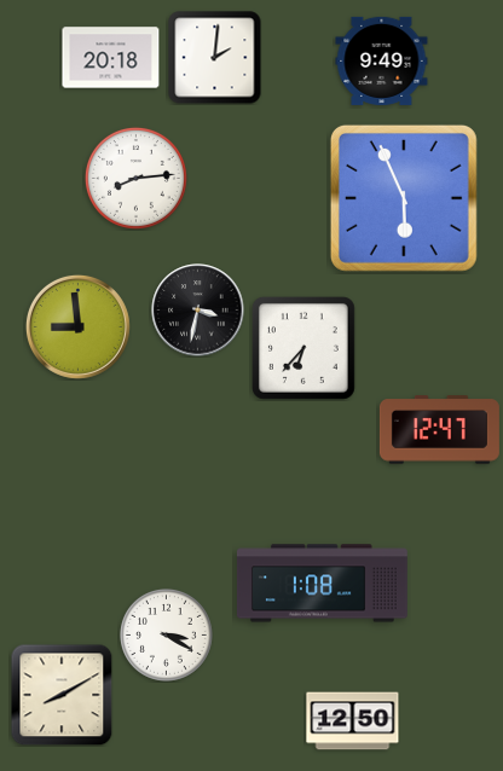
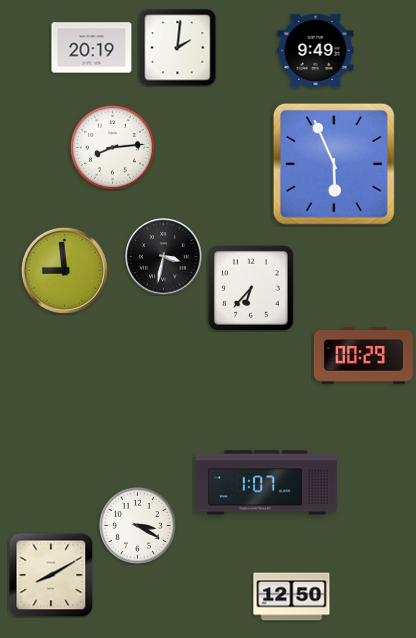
clock at (111, 58): 20:18 -> 20:19
clock at (439, 430): 12:47 -> 00:29
clock at (322, 584): 1:08 -> 1:07
